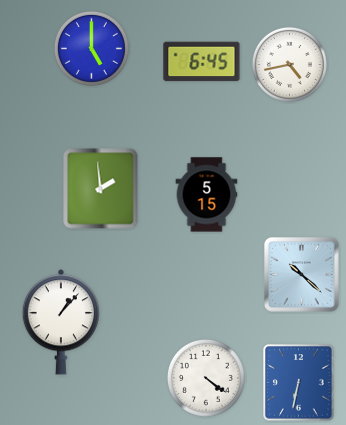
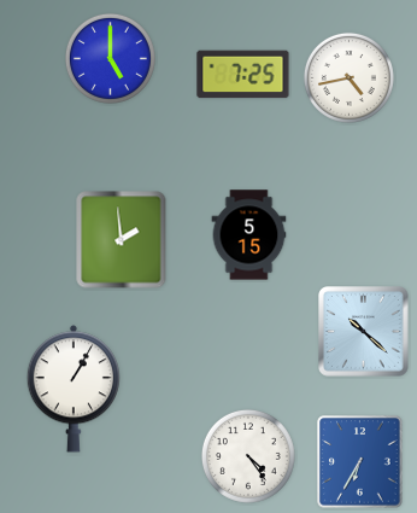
clock at (202, 62): 6:45 -> 7:25
clock at (101, 189) position: (101, 189) -> (122, 240)
clock at (60, 322): 1:07 -> 1:05
clock at (206, 378): 4:21 -> 4:24
clock at (299, 383): 6:32 -> 6:35
